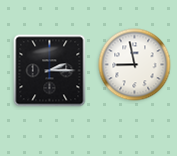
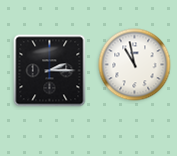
clock at (135, 65): 8:58 -> 10:58
